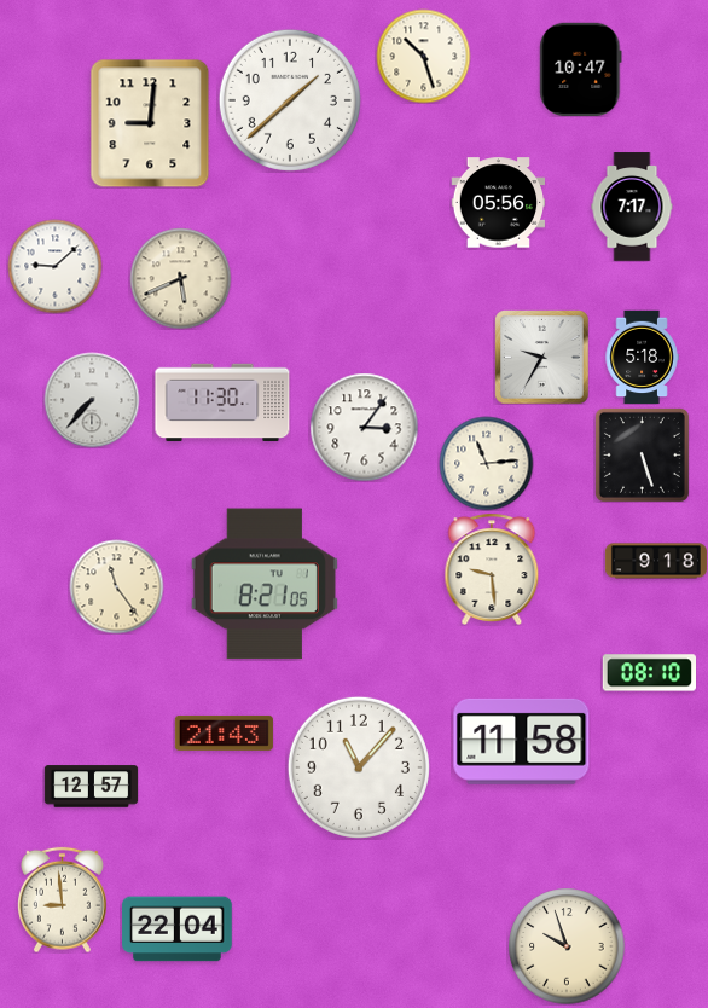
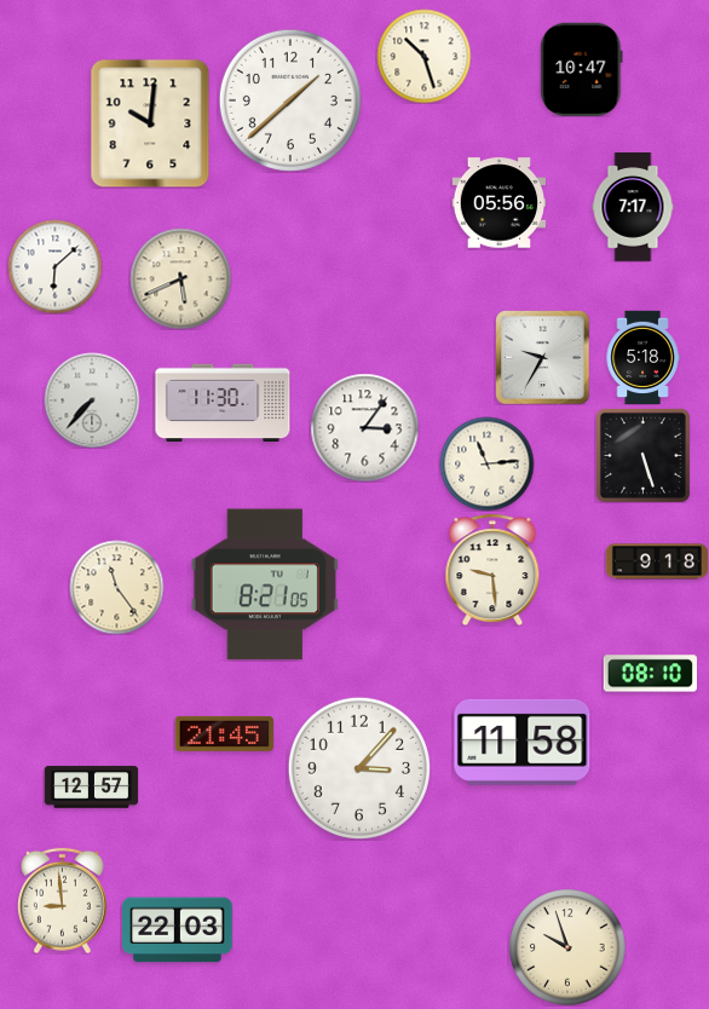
clock at (150, 123): 9:01 -> 10:01
clock at (54, 266): 9:08 -> 6:08
clock at (224, 732): 21:43 -> 21:45
clock at (359, 767): 11:07 -> 3:07
clock at (178, 929): 22:04 -> 22:03
